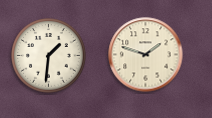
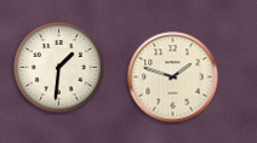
clock at (146, 55) position: (146, 55) -> (173, 78)
